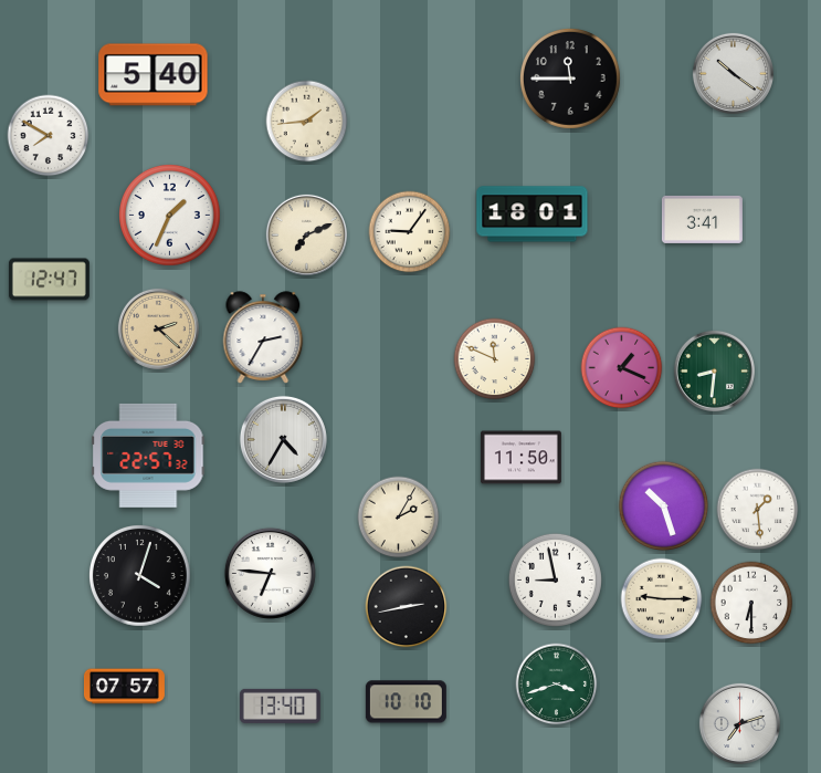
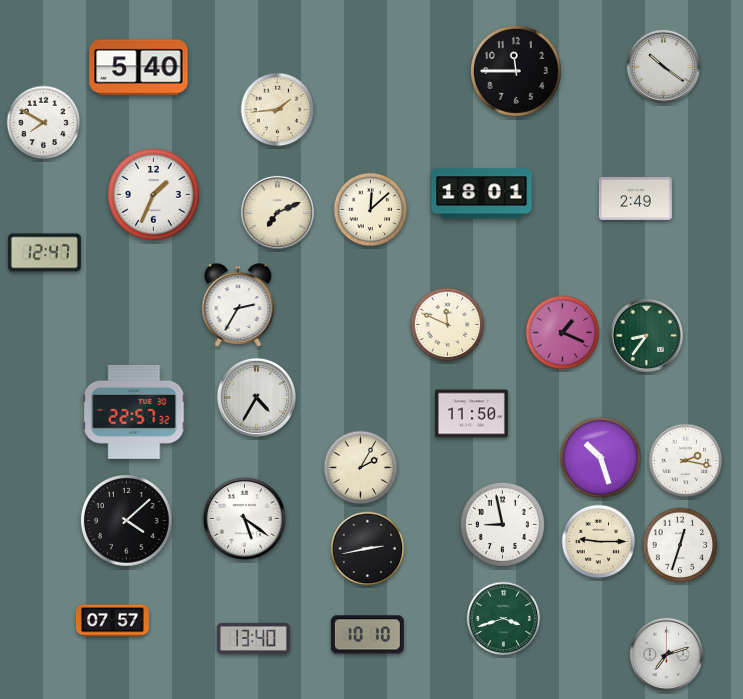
clock at (702, 219): 3:41 -> 2:49
clock at (410, 232): 9:06 -> 12:08
clock at (158, 328): 2:22 -> none
clock at (714, 370): 8:31 -> 8:36
clock at (758, 510): 1:29 -> 2:17
clock at (270, 573): 6:46 -> 5:21
clock at (140, 576): 4:03 -> 4:08
clock at (751, 603): 6:30 -> 12:33
clock at (739, 723) position: (739, 723) -> (666, 654)
